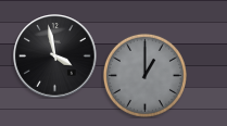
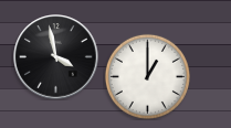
clock at (144, 75) dial: grey -> white
